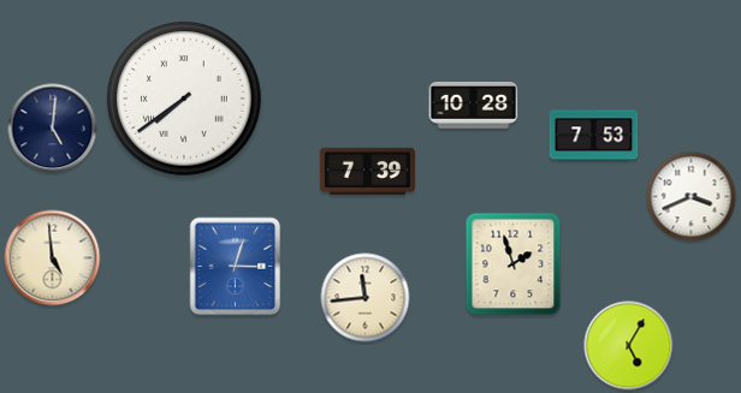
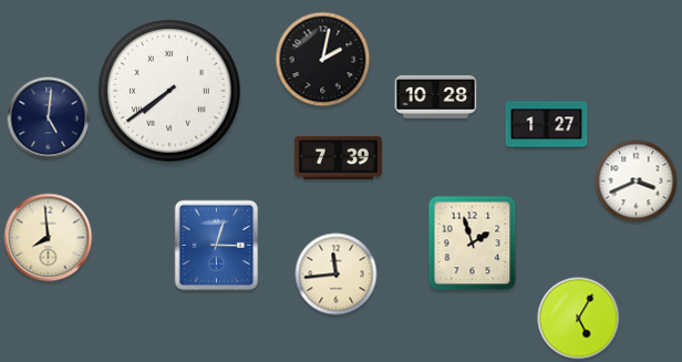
clock at (323, 60): none -> 2:02
clock at (594, 136): 7:53 -> 1:27
clock at (53, 258): 4:59 -> 7:59
